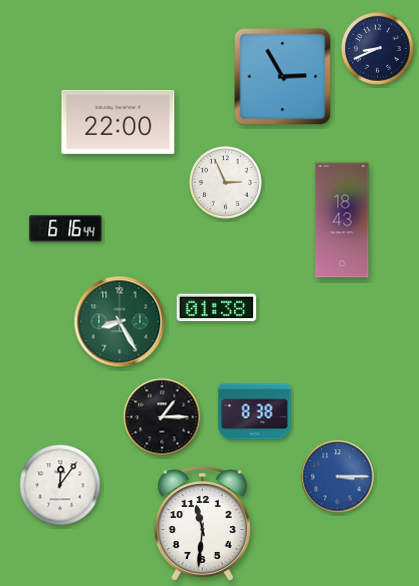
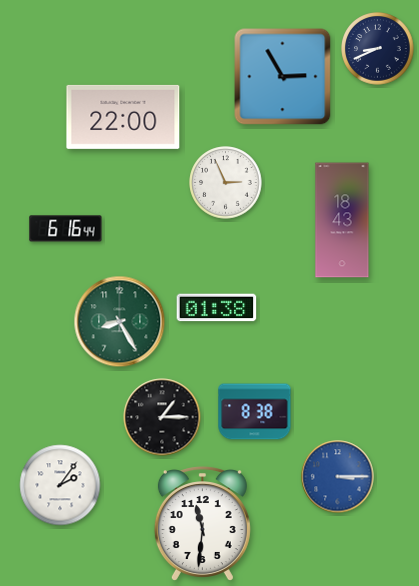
clock at (118, 122) position: (118, 122) -> (123, 117)
clock at (60, 485): 12:06 -> 2:06
